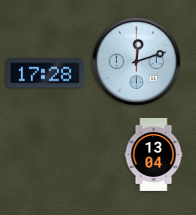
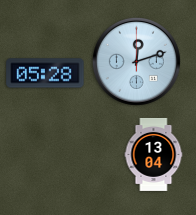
clock at (45, 73): 17:28 -> 05:28
